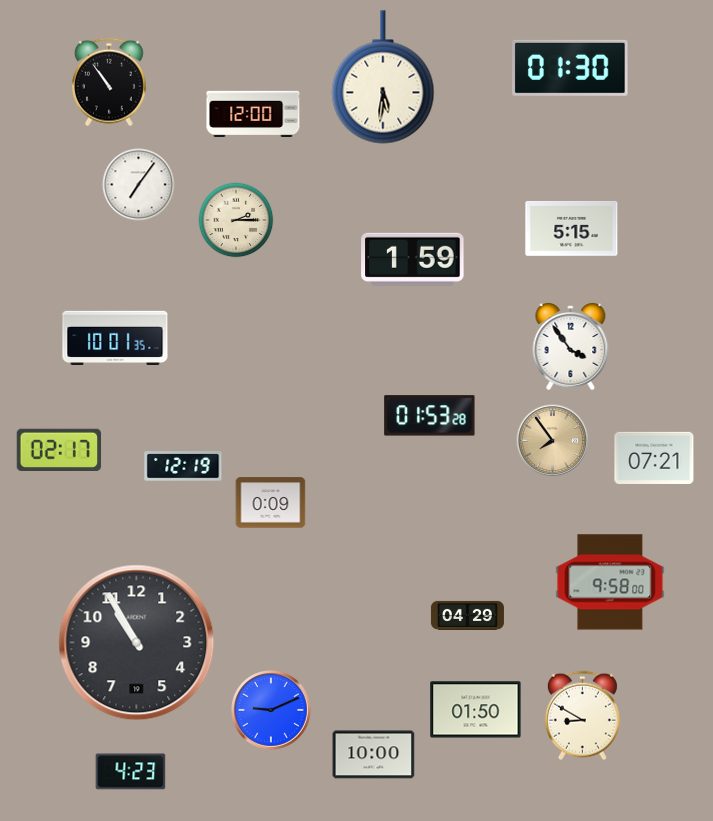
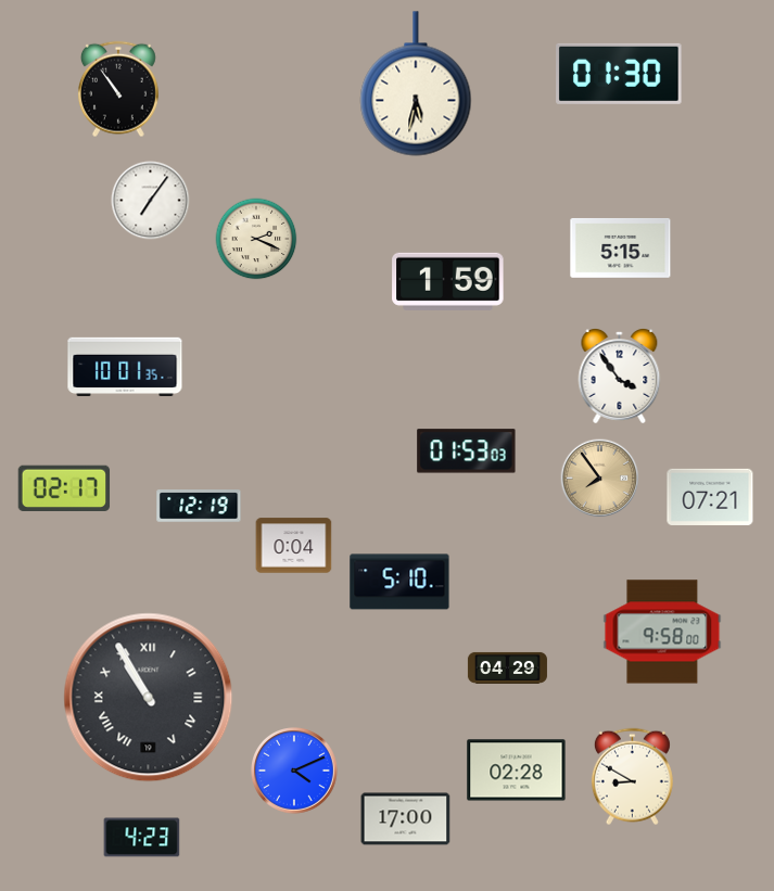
clock at (383, 77): 5:31 -> 5:32
clock at (253, 113): 12:00 -> none
clock at (236, 220): 2:15 -> 2:19
clock at (430, 416): 01:53:28 -> 01:53:03
clock at (271, 503): 0:09 -> 0:04
clock at (399, 582): none -> 5:10
clock at (137, 643) numerals: Arabic -> Roman
clock at (476, 710): 01:50 -> 02:28
clock at (272, 711): 9:11 -> 4:11
clock at (374, 755): 10:00 -> 17:00
